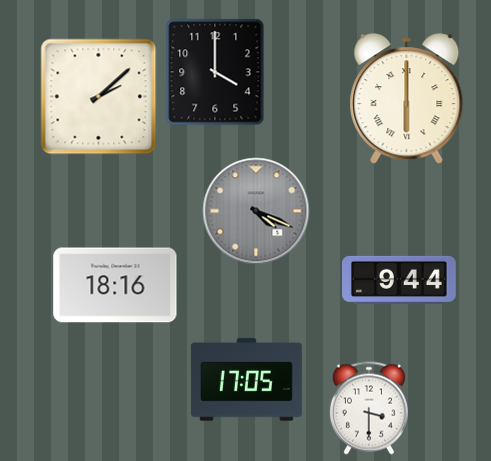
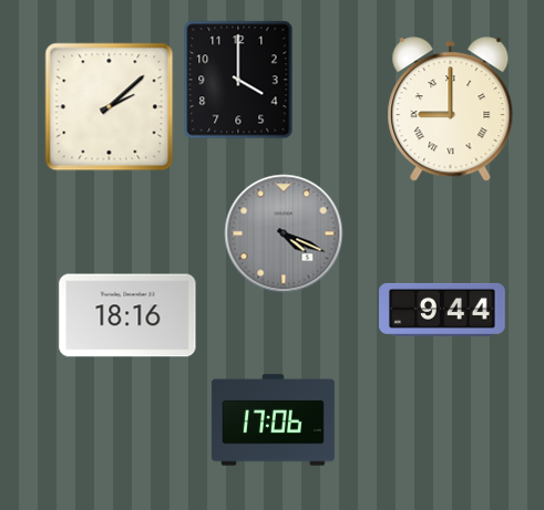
clock at (407, 99): 6:00 -> 9:00
clock at (246, 380): 17:05 -> 17:06
clock at (369, 408): 3:30 -> none
